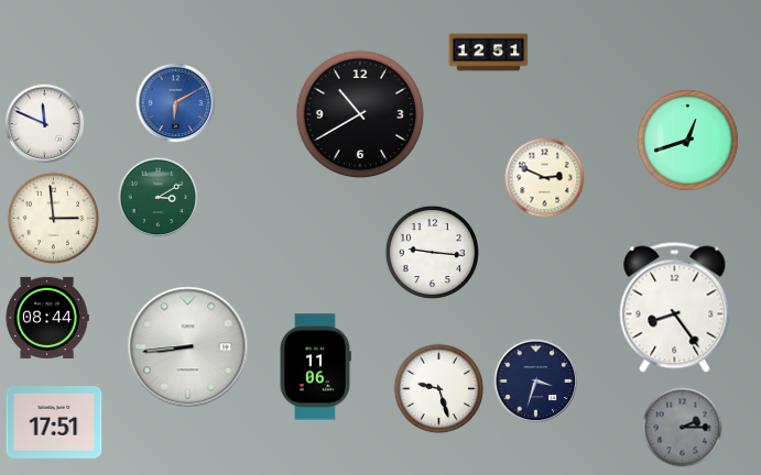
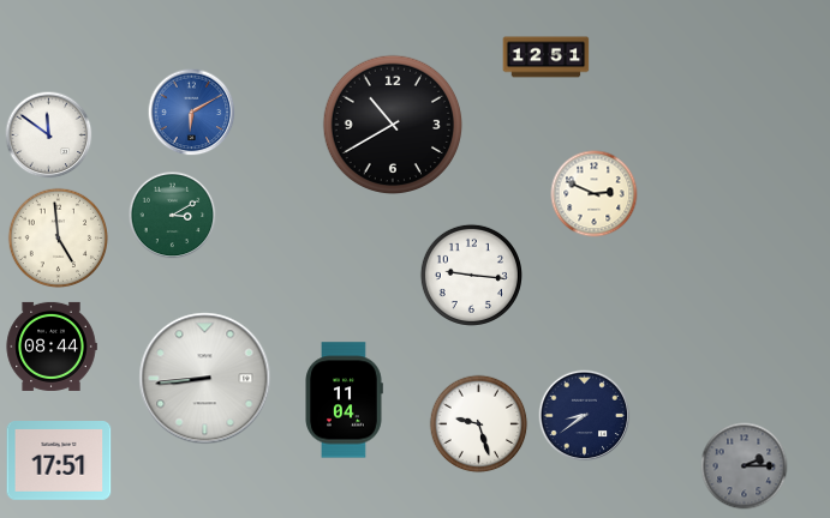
clock at (489, 53) position: (489, 53) -> (547, 58)
clock at (45, 124): 11:49 -> 11:51
clock at (688, 141): 12:42 -> none
clock at (54, 219): 2:59 -> 4:59
clock at (675, 308): 8:24 -> none
clock at (315, 367): 11:06 -> 11:04
clock at (536, 382): 3:33 -> 8:39
